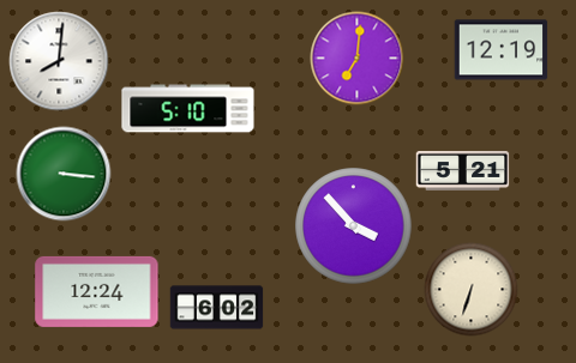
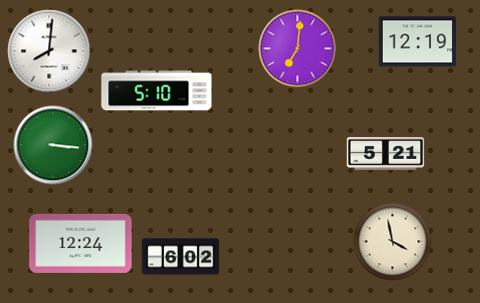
clock at (462, 171) position: (462, 171) -> (385, 154)
clock at (354, 226): 3:53 -> none
clock at (470, 289): 6:33 -> 3:58
